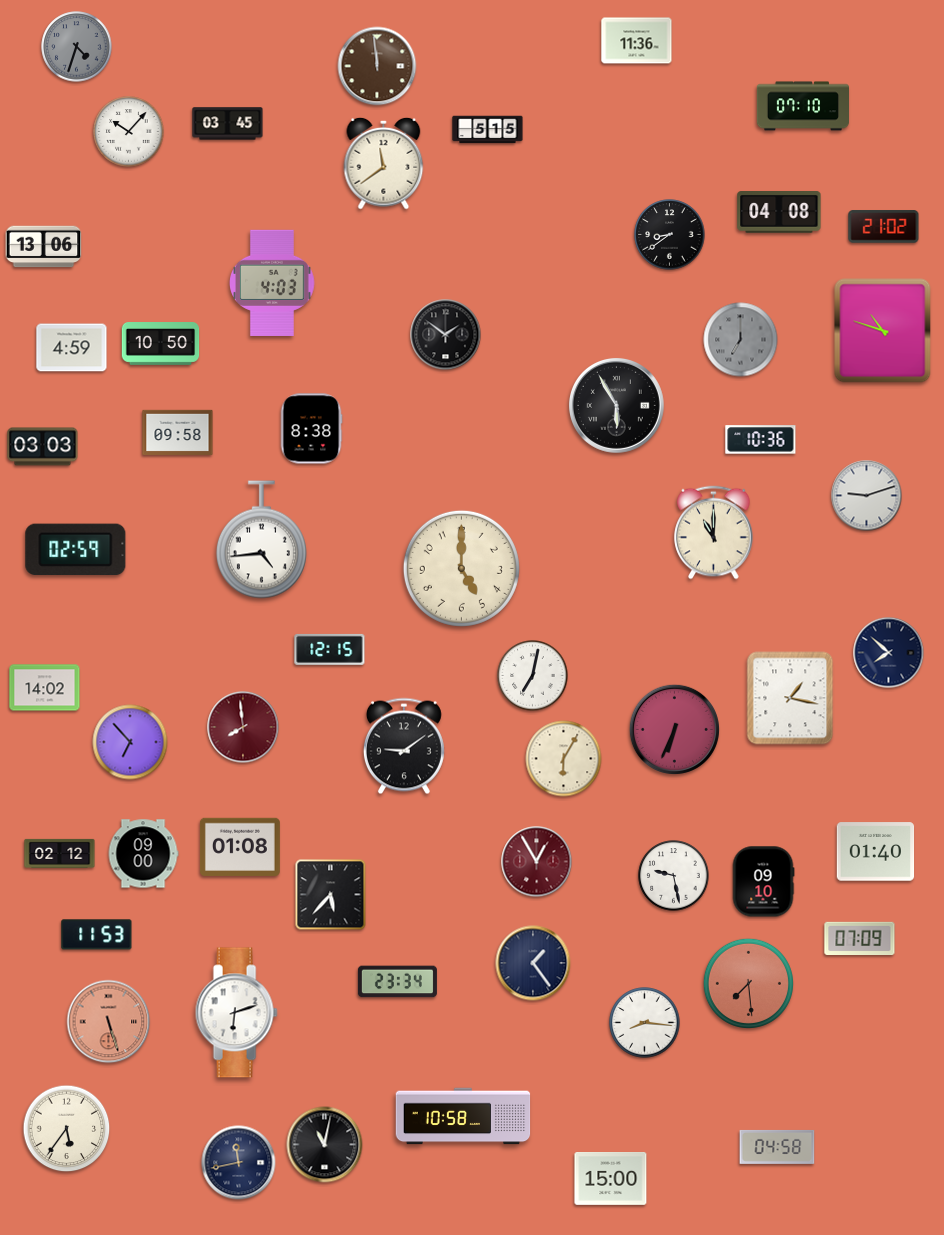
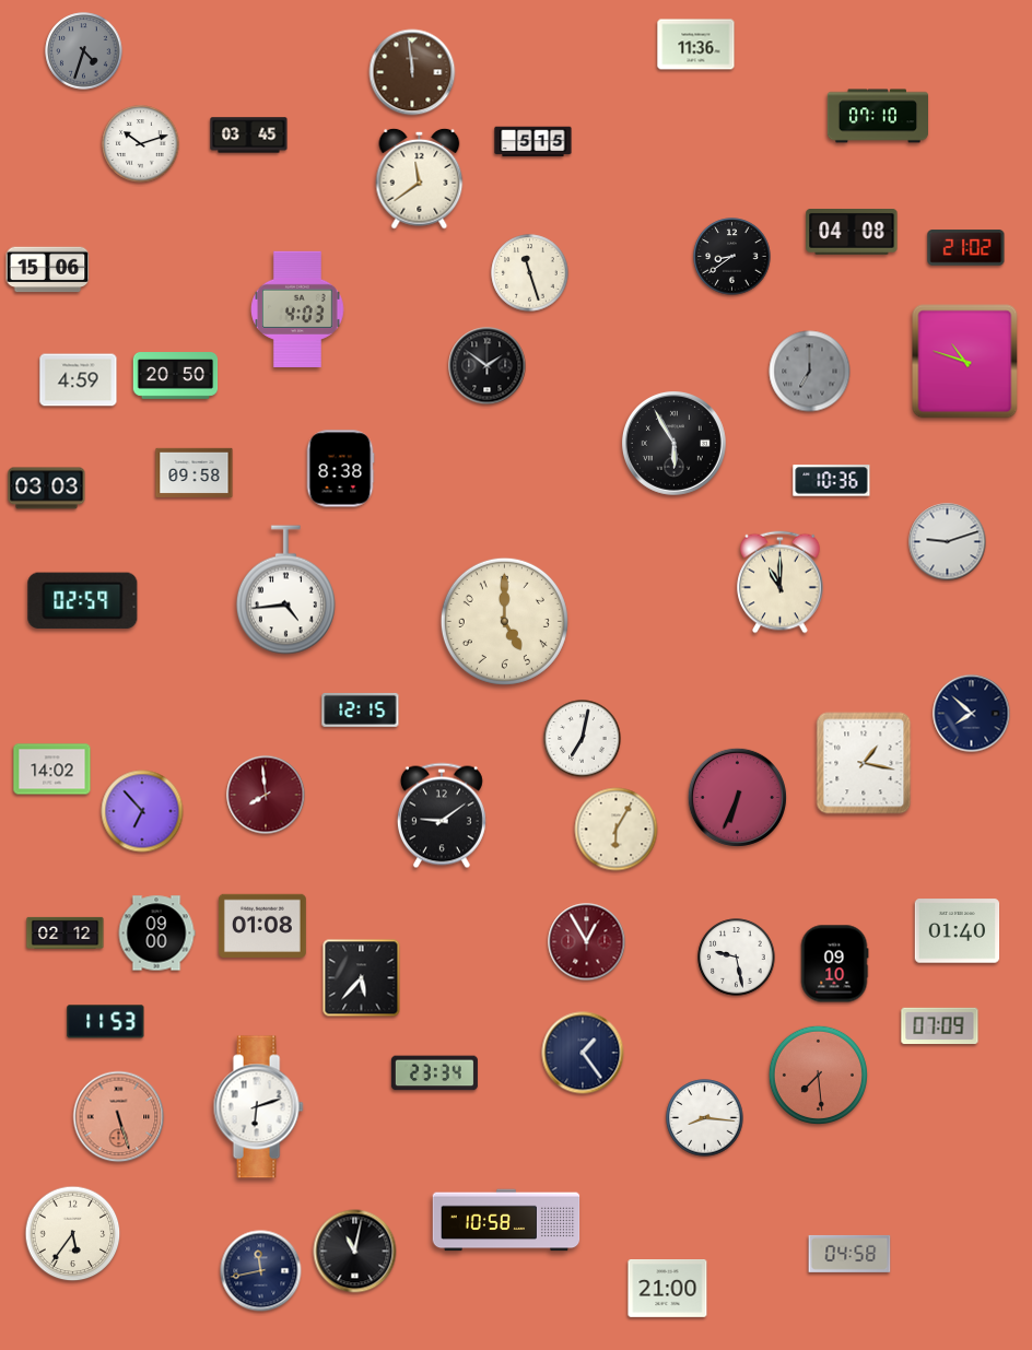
clock at (129, 132): 10:07 -> 10:12
clock at (44, 247): 13:06 -> 15:06
clock at (530, 273): none -> 11:27
clock at (161, 344): 10:50 -> 20:50
clock at (45, 688) position: (45, 688) -> (52, 770)
clock at (611, 1179): 15:00 -> 21:00
